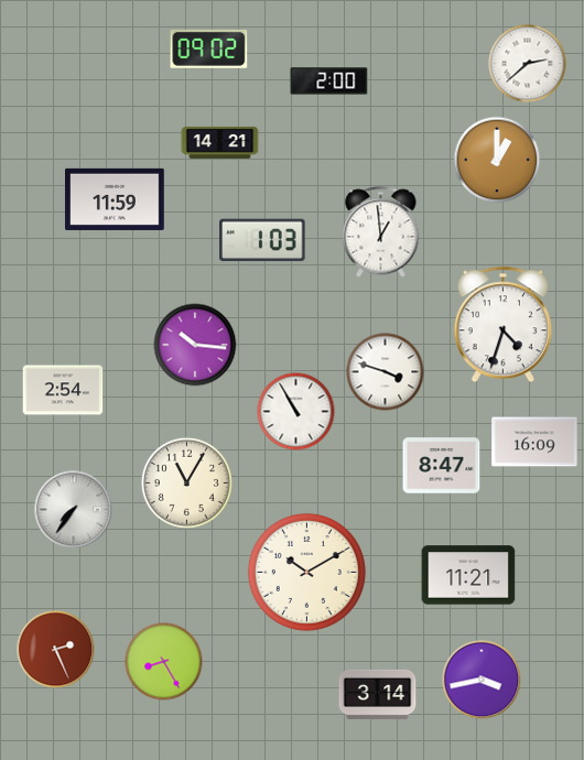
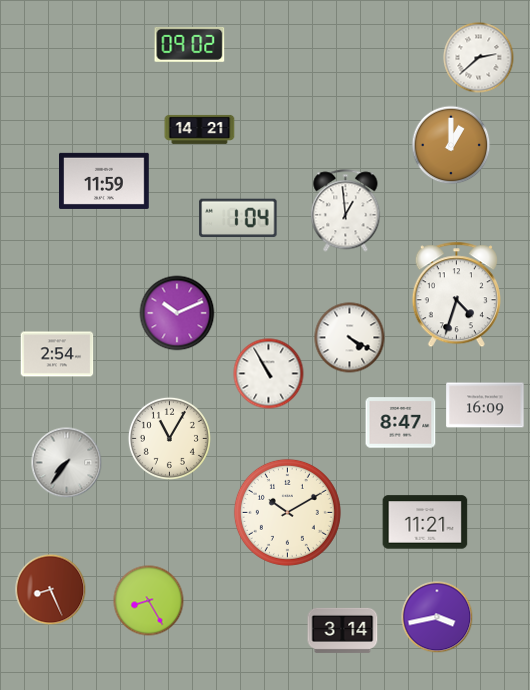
clock at (329, 82): 2:00 -> none
clock at (262, 240): 1:03 -> 1:04
clock at (195, 345): 10:16 -> 10:11
clock at (386, 372): 3:48 -> 4:20
clock at (534, 442) position: (534, 442) -> (485, 405)
clock at (306, 572) position: (306, 572) -> (287, 512)
clock at (56, 650): 2:26 -> 8:26
